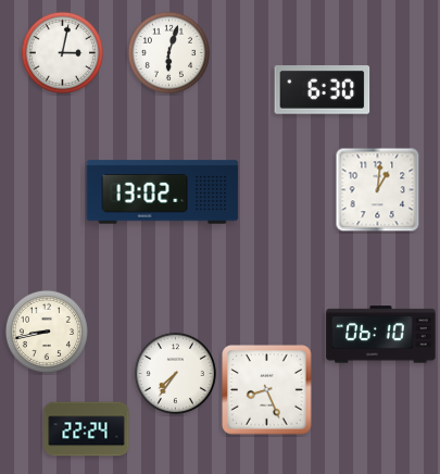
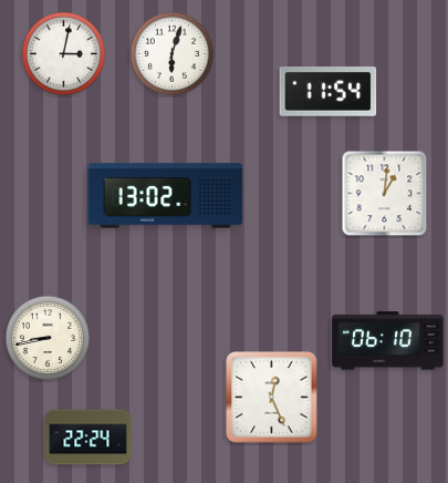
clock at (323, 90): 6:30 -> 11:54
clock at (175, 373): 7:36 -> none
clock at (267, 390): 8:26 -> 12:26
